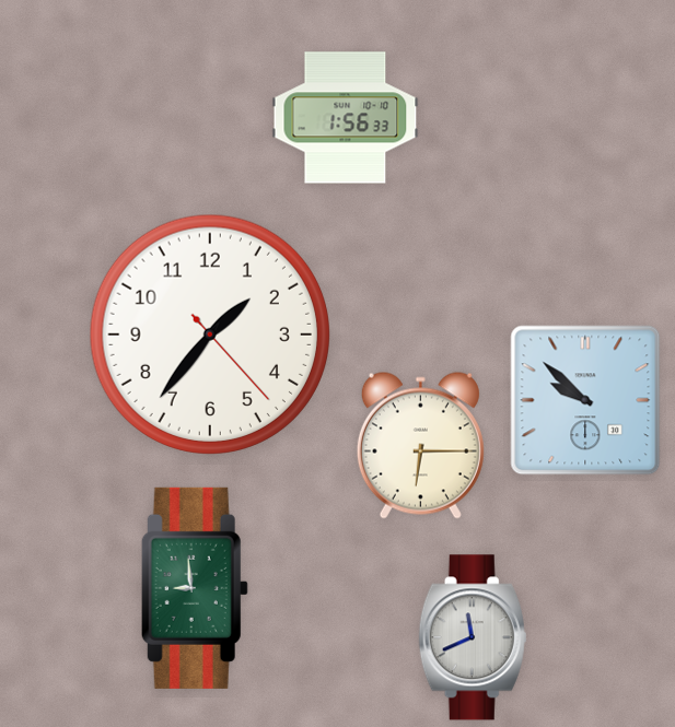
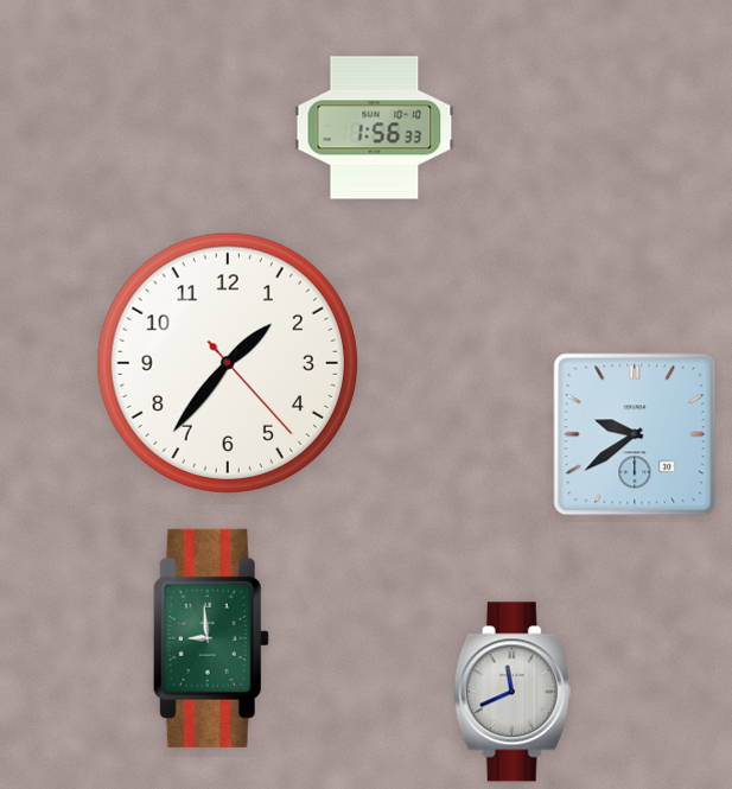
clock at (585, 400): 9:52 -> 9:39
clock at (420, 445): 6:15 -> none
